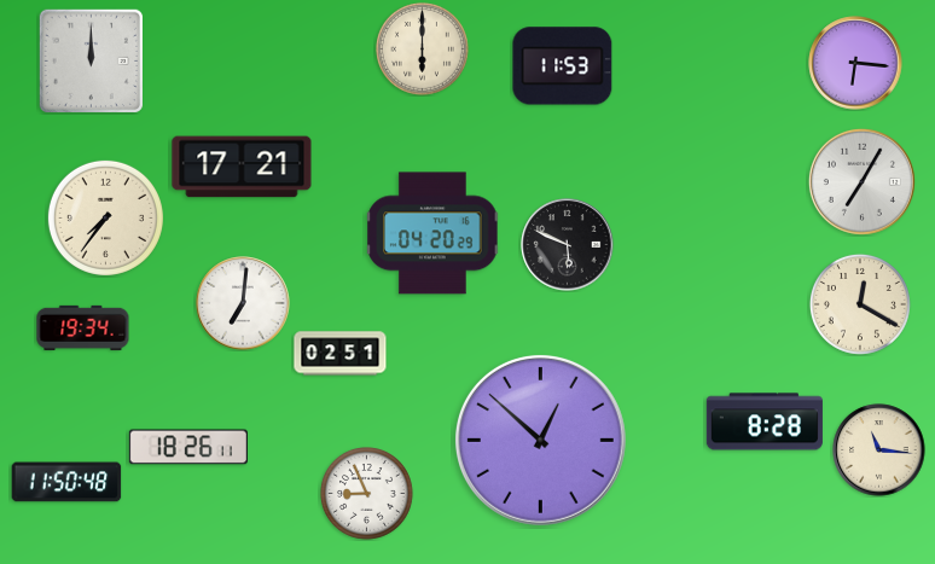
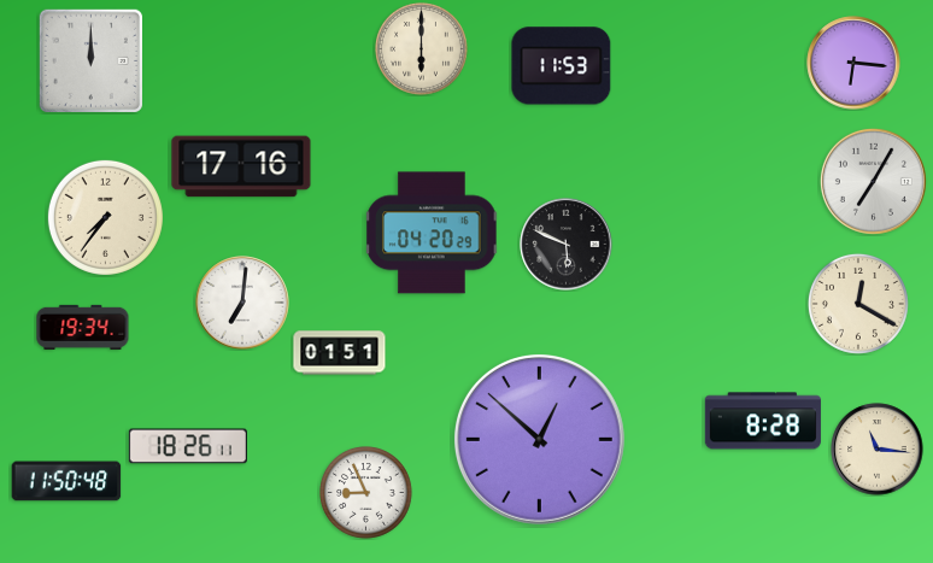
clock at (242, 167): 17:21 -> 17:16
clock at (861, 181) position: (861, 181) -> (873, 181)
clock at (341, 354): 02:51 -> 01:51
